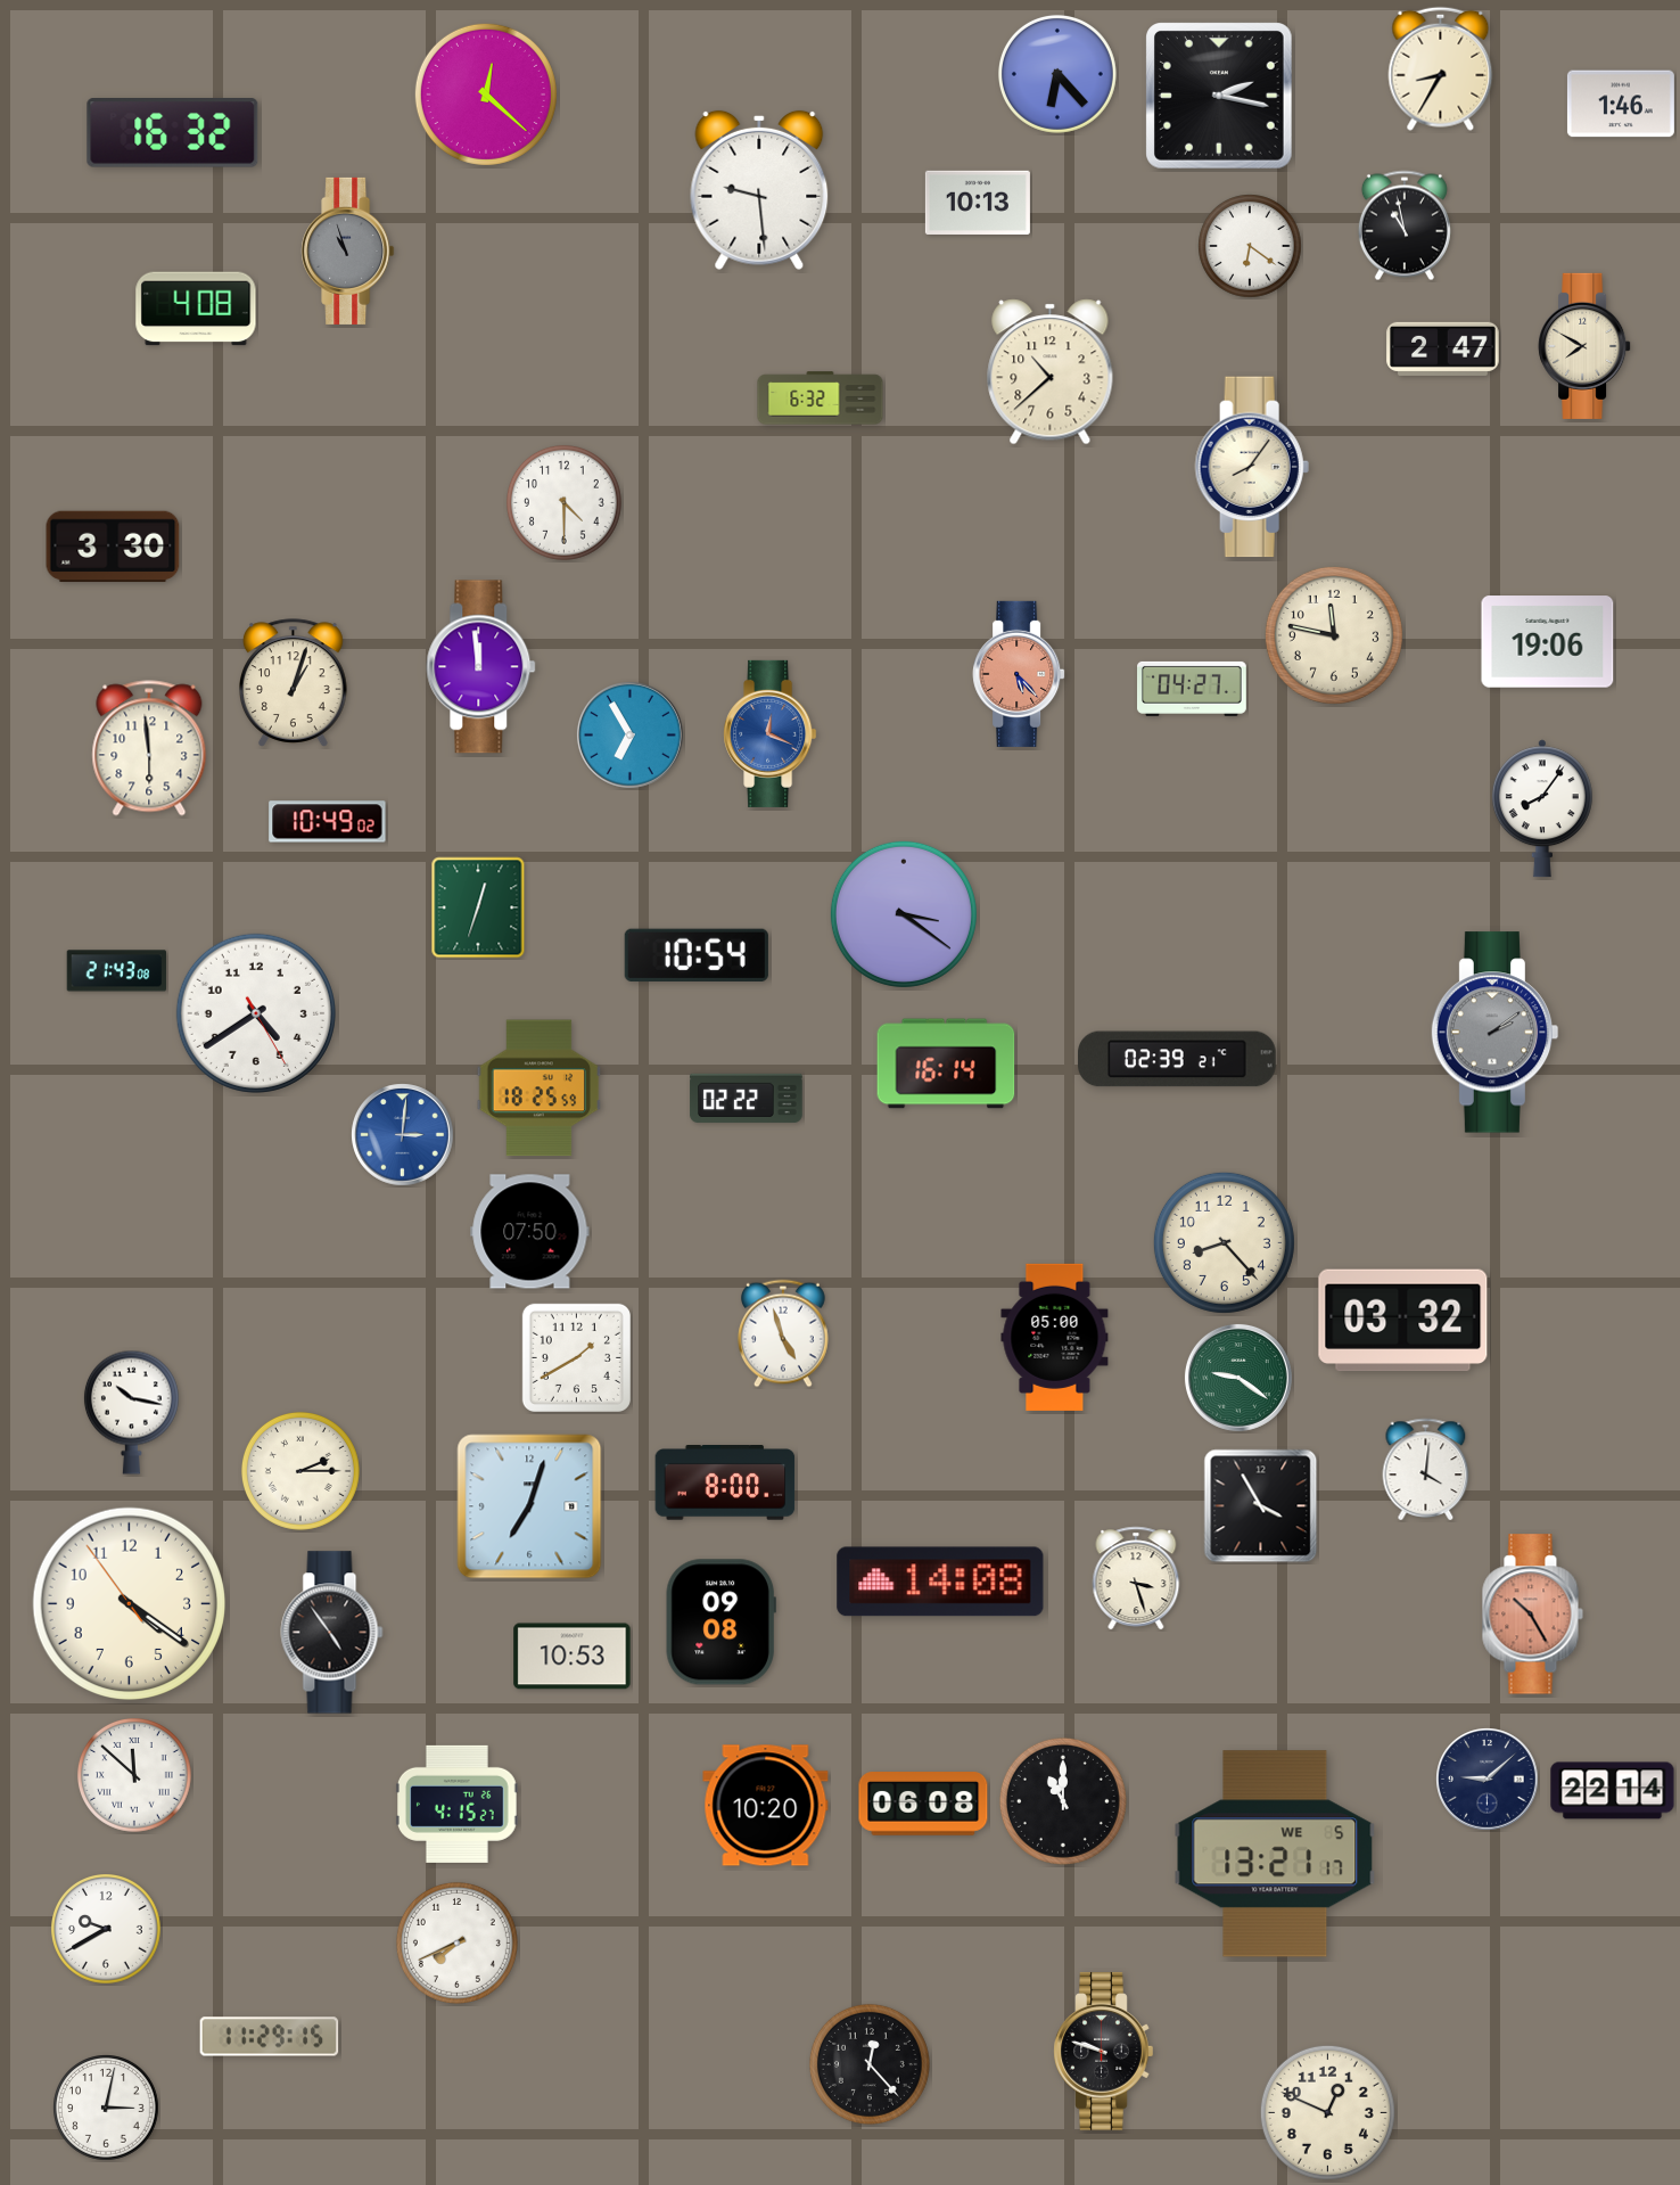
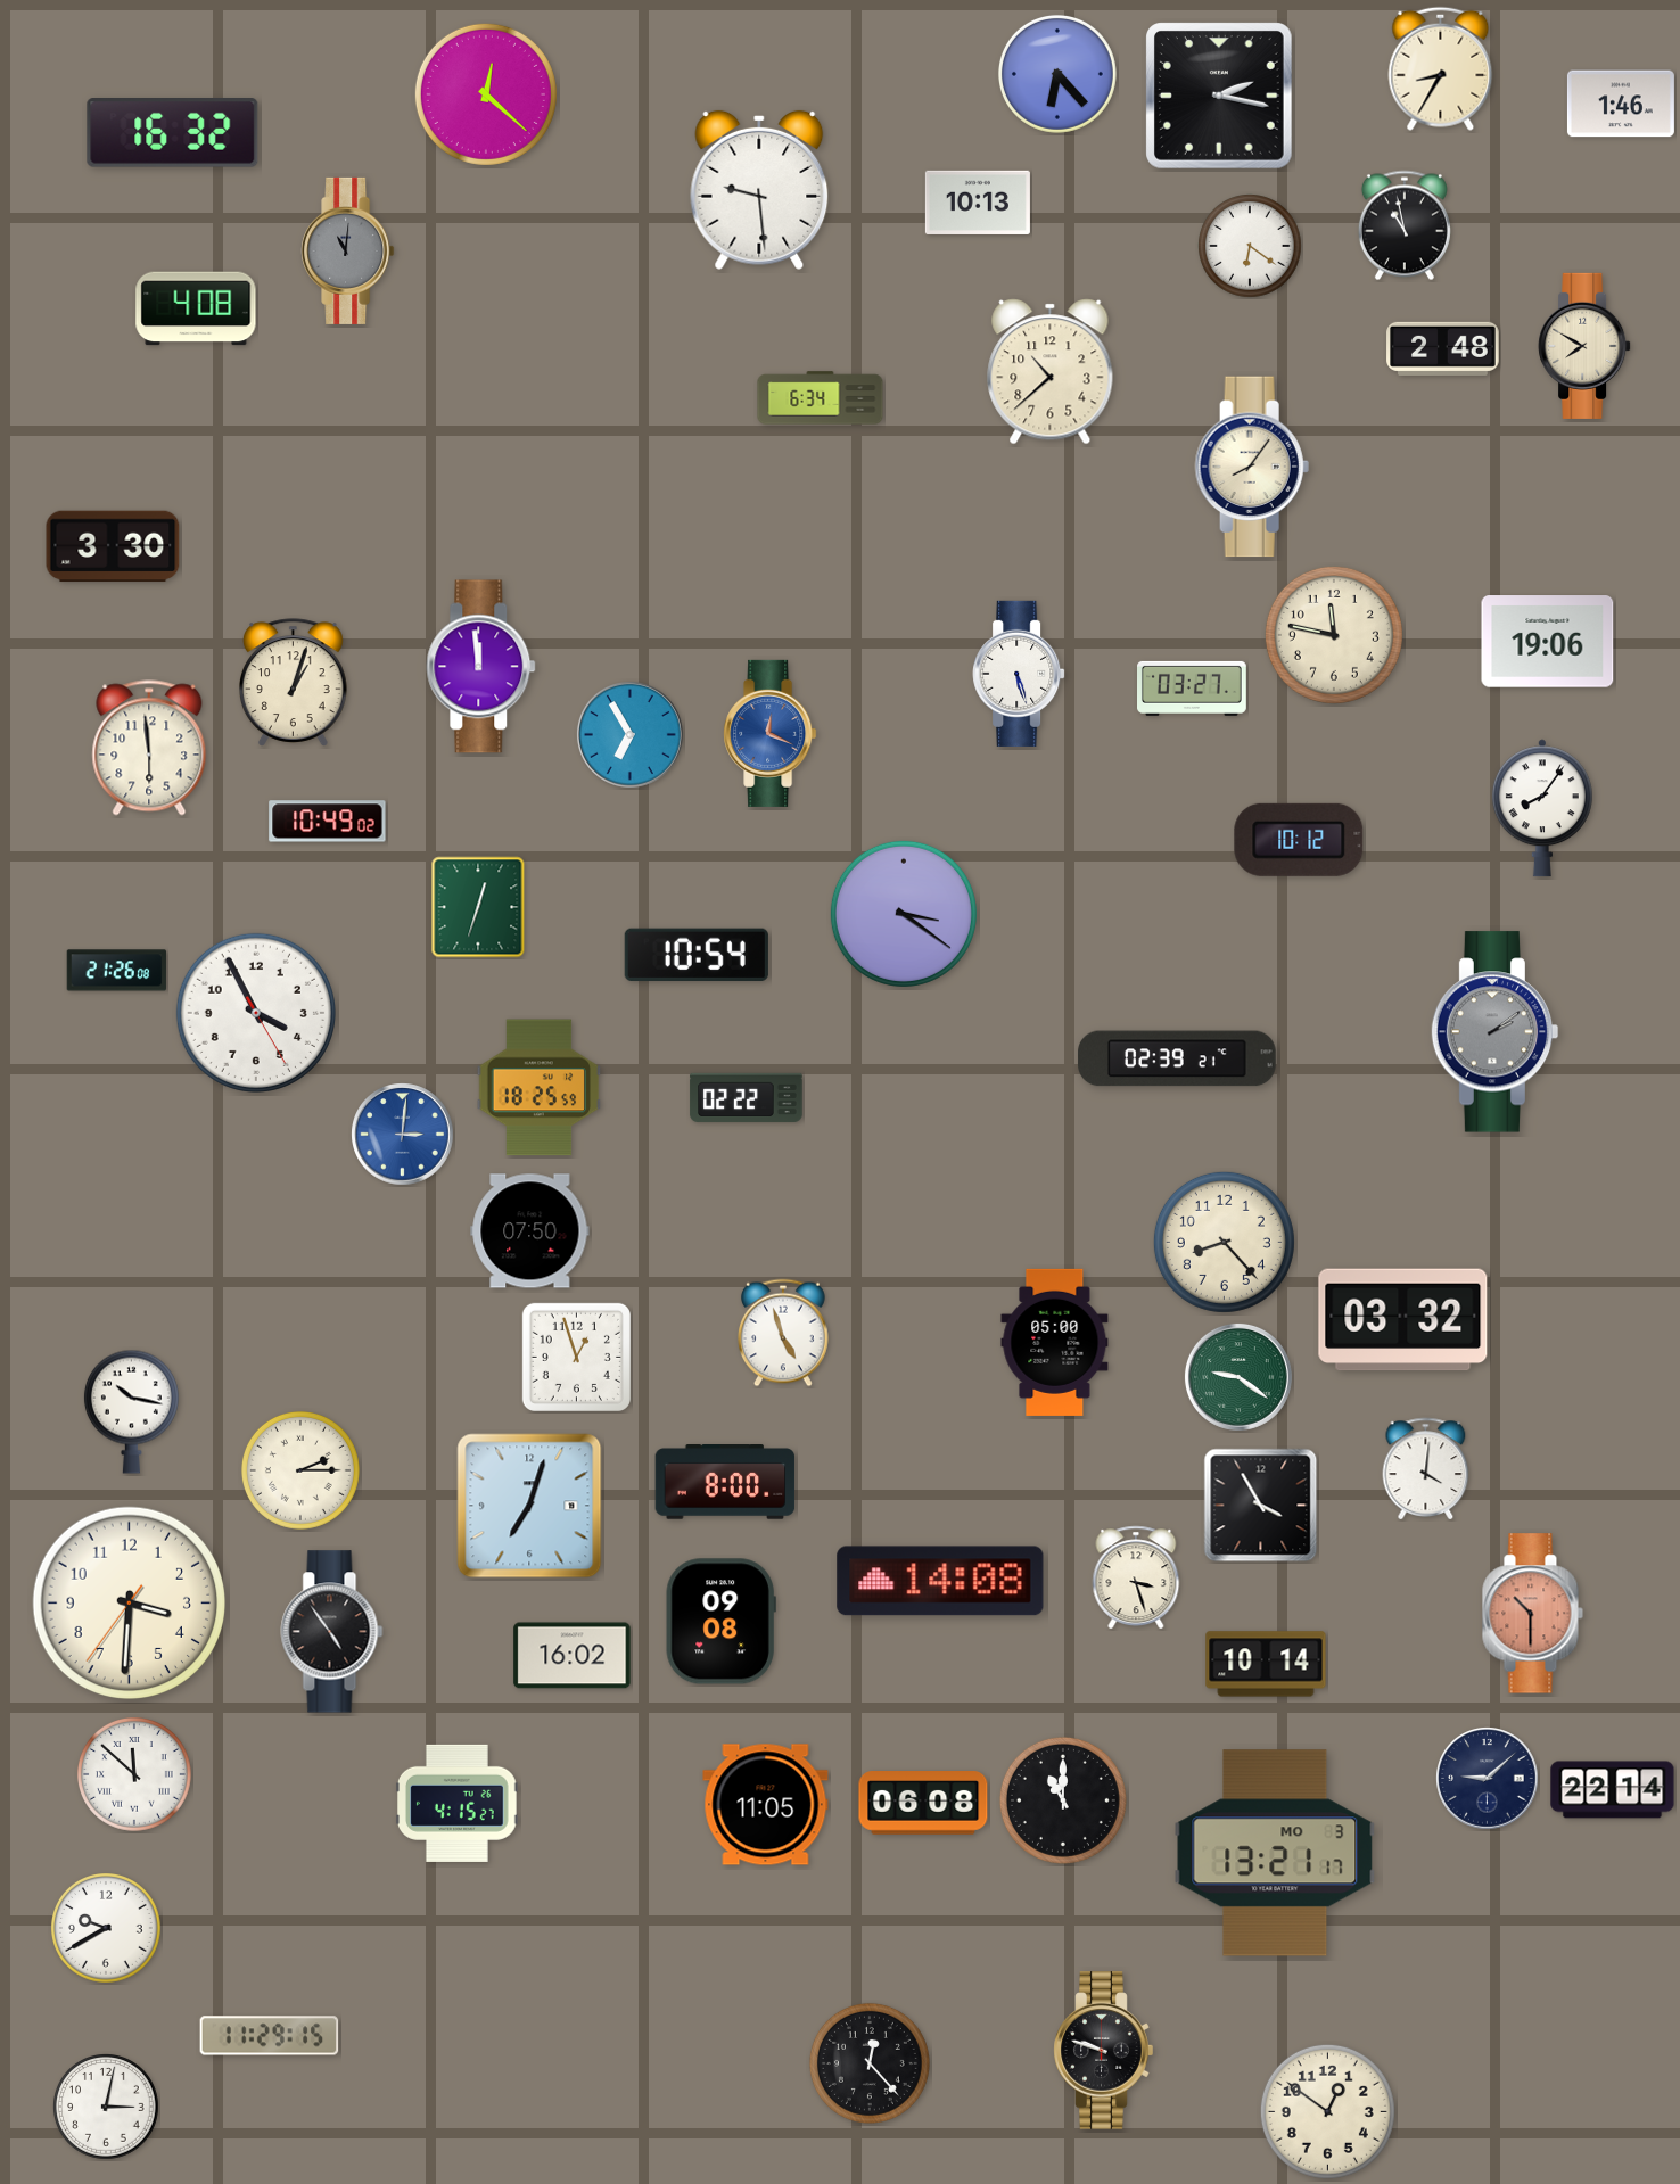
clock at (348, 250): 10:57 -> 11:01
clock at (1443, 348): 2:47 -> 2:48
clock at (821, 399): 6:32 -> 6:34
clock at (563, 502): 4:30 -> none
clock at (1019, 674): 5:23 -> 5:27
clock at (1019, 674) dial: salmon -> white
clock at (1193, 689): 04:27 -> 03:27
clock at (1299, 840): none -> 10:12
clock at (117, 971): 21:43 -> 21:26
clock at (256, 1013): 4:39 -> 3:55
clock at (946, 1063): 16:14 -> none
clock at (1055, 1337) position: (1055, 1337) -> (1055, 1342)
clock at (576, 1357): 1:40 -> 12:57
clock at (130, 1604): 4:20 -> 3:30
clock at (1532, 1615): 10:25 -> 10:30
clock at (573, 1657): 10:53 -> 16:02
clock at (1266, 1664): none -> 10:14
clock at (766, 1806): 10:20 -> 11:05
clock at (1275, 1854) date: WE 5 -> MO 3
clock at (456, 1942): 7:41 -> none
clock at (1327, 2112): 12:49 -> 12:51
